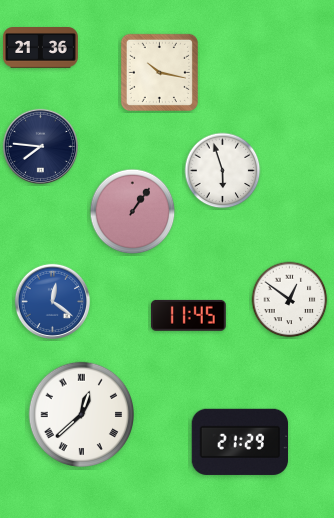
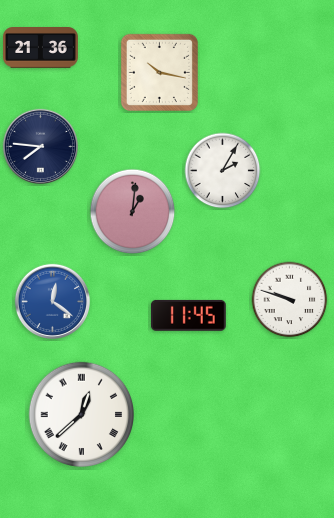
clock at (223, 171): 5:57 -> 2:05
clock at (133, 212): 1:06 -> 1:01
clock at (290, 300): 12:51 -> 9:48
clock at (240, 442): 21:29 -> none
